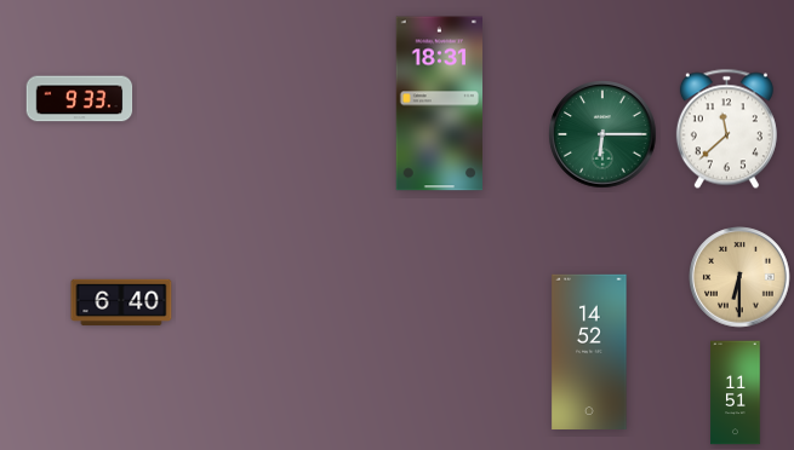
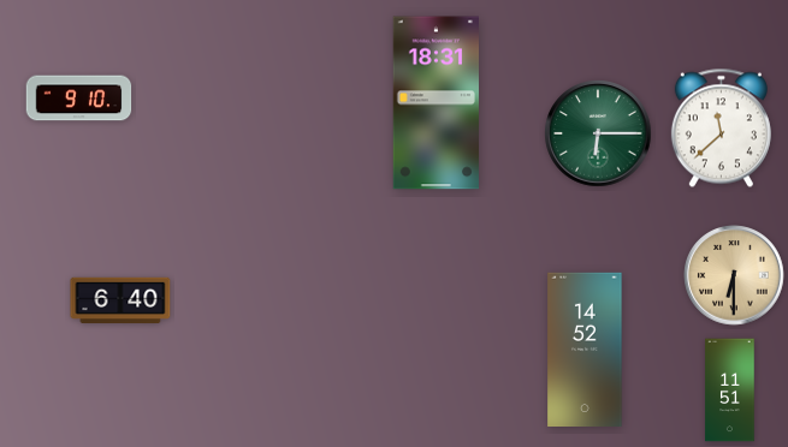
clock at (80, 99): 9:33 -> 9:10
